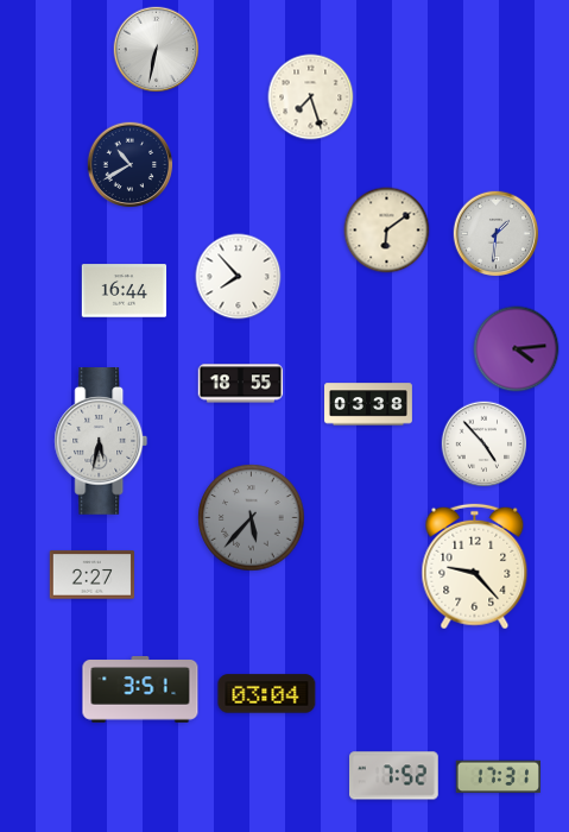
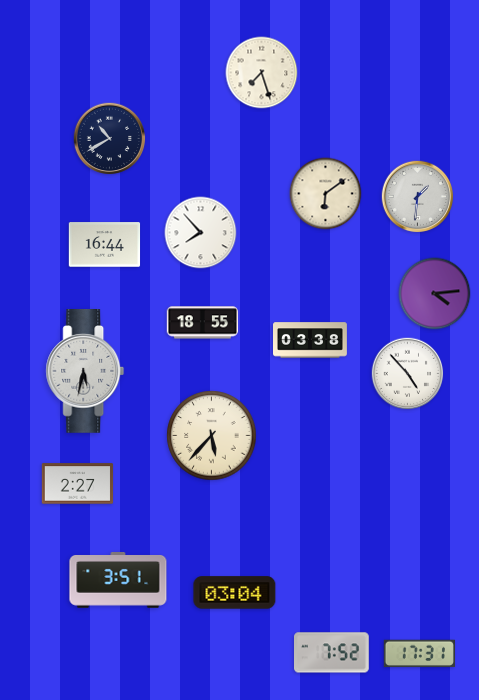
clock at (157, 50): 6:32 -> none
clock at (311, 97) position: (311, 97) -> (262, 73)
clock at (252, 518) dial: grey -> cream
clock at (475, 567): 9:23 -> none
clock at (267, 694) position: (267, 694) -> (235, 593)
